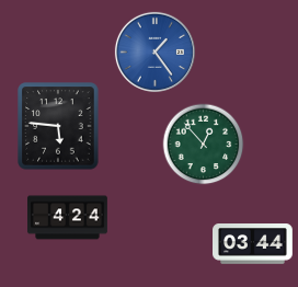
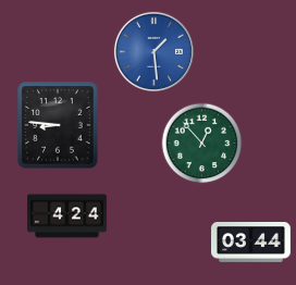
clock at (154, 51): 1:24 -> 1:29
clock at (58, 126): 5:46 -> 8:46
